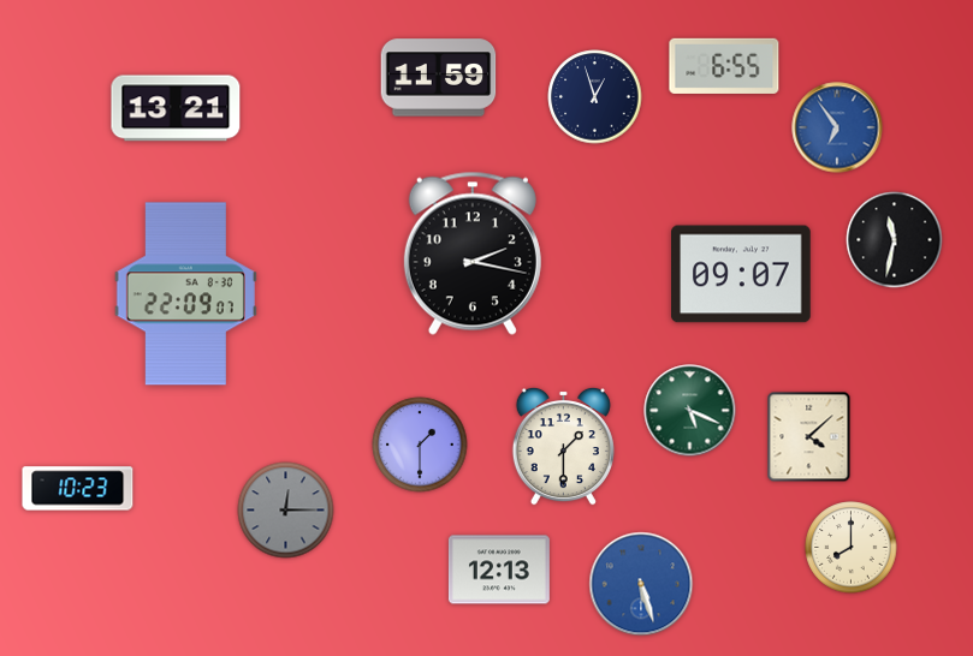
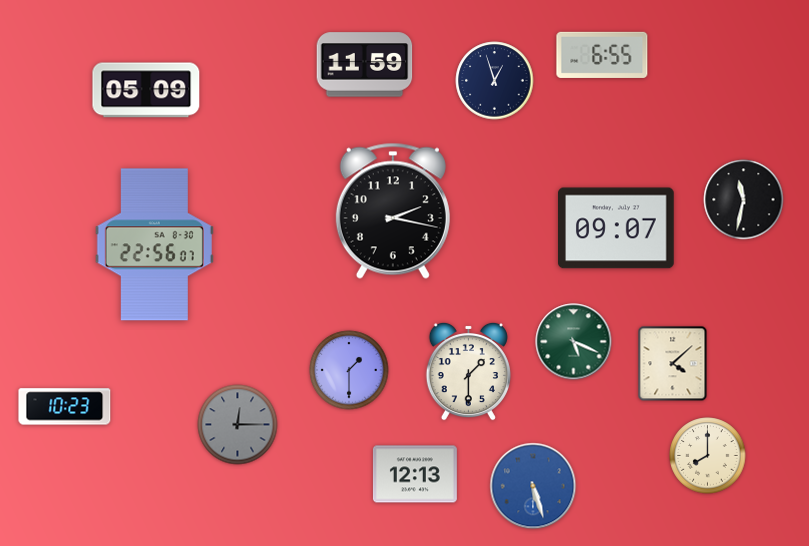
clock at (176, 108): 13:21 -> 05:09
clock at (837, 127): 6:54 -> none
clock at (185, 294): 22:09 -> 22:56
